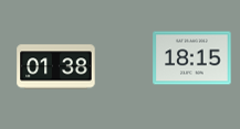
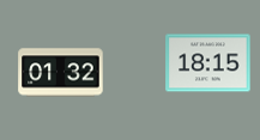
clock at (56, 67): 01:38 -> 01:32
